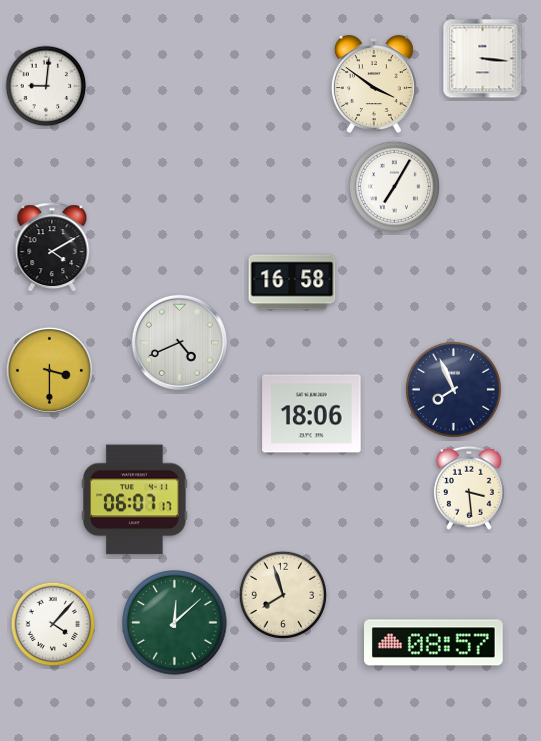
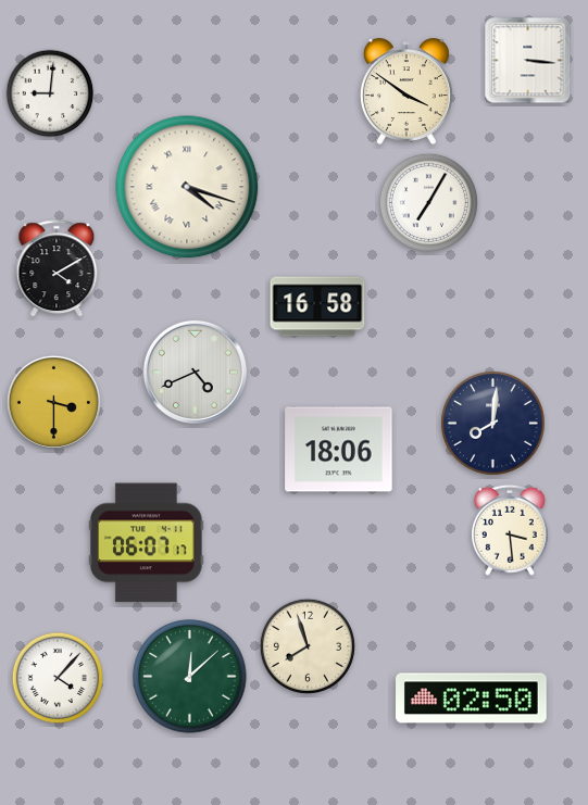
clock at (483, 59) position: (483, 59) -> (528, 61)
clock at (187, 187): none -> 4:18
clock at (453, 389): 7:56 -> 8:01
clock at (434, 643): 08:57 -> 02:50
